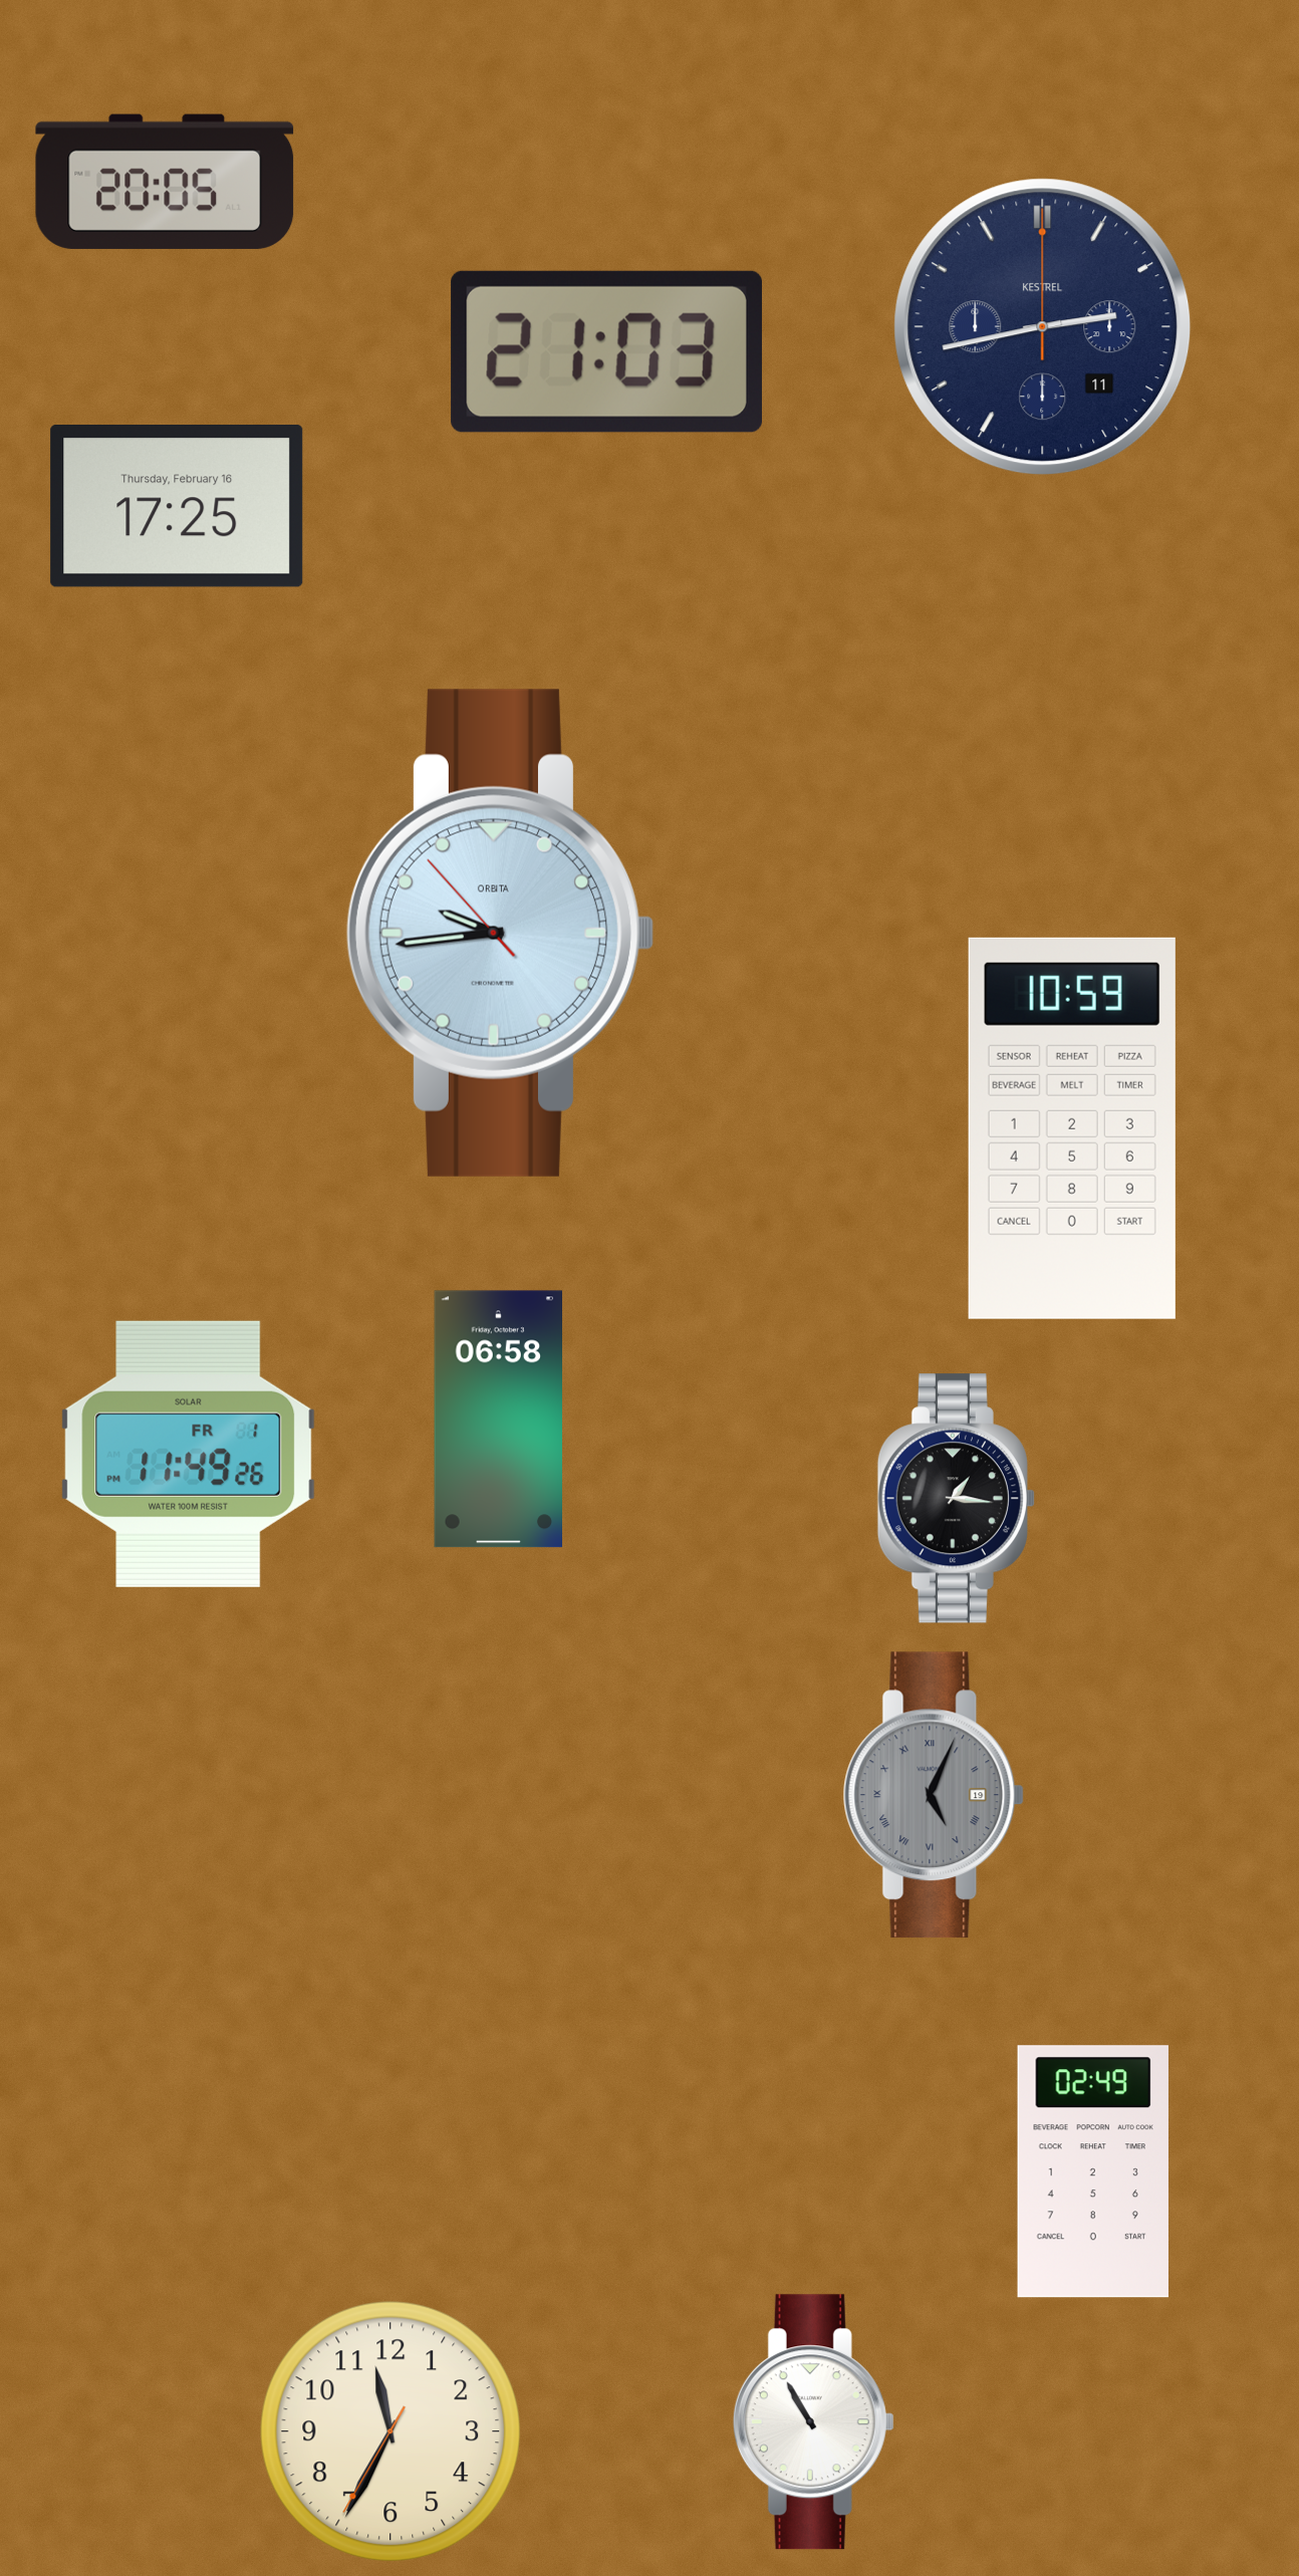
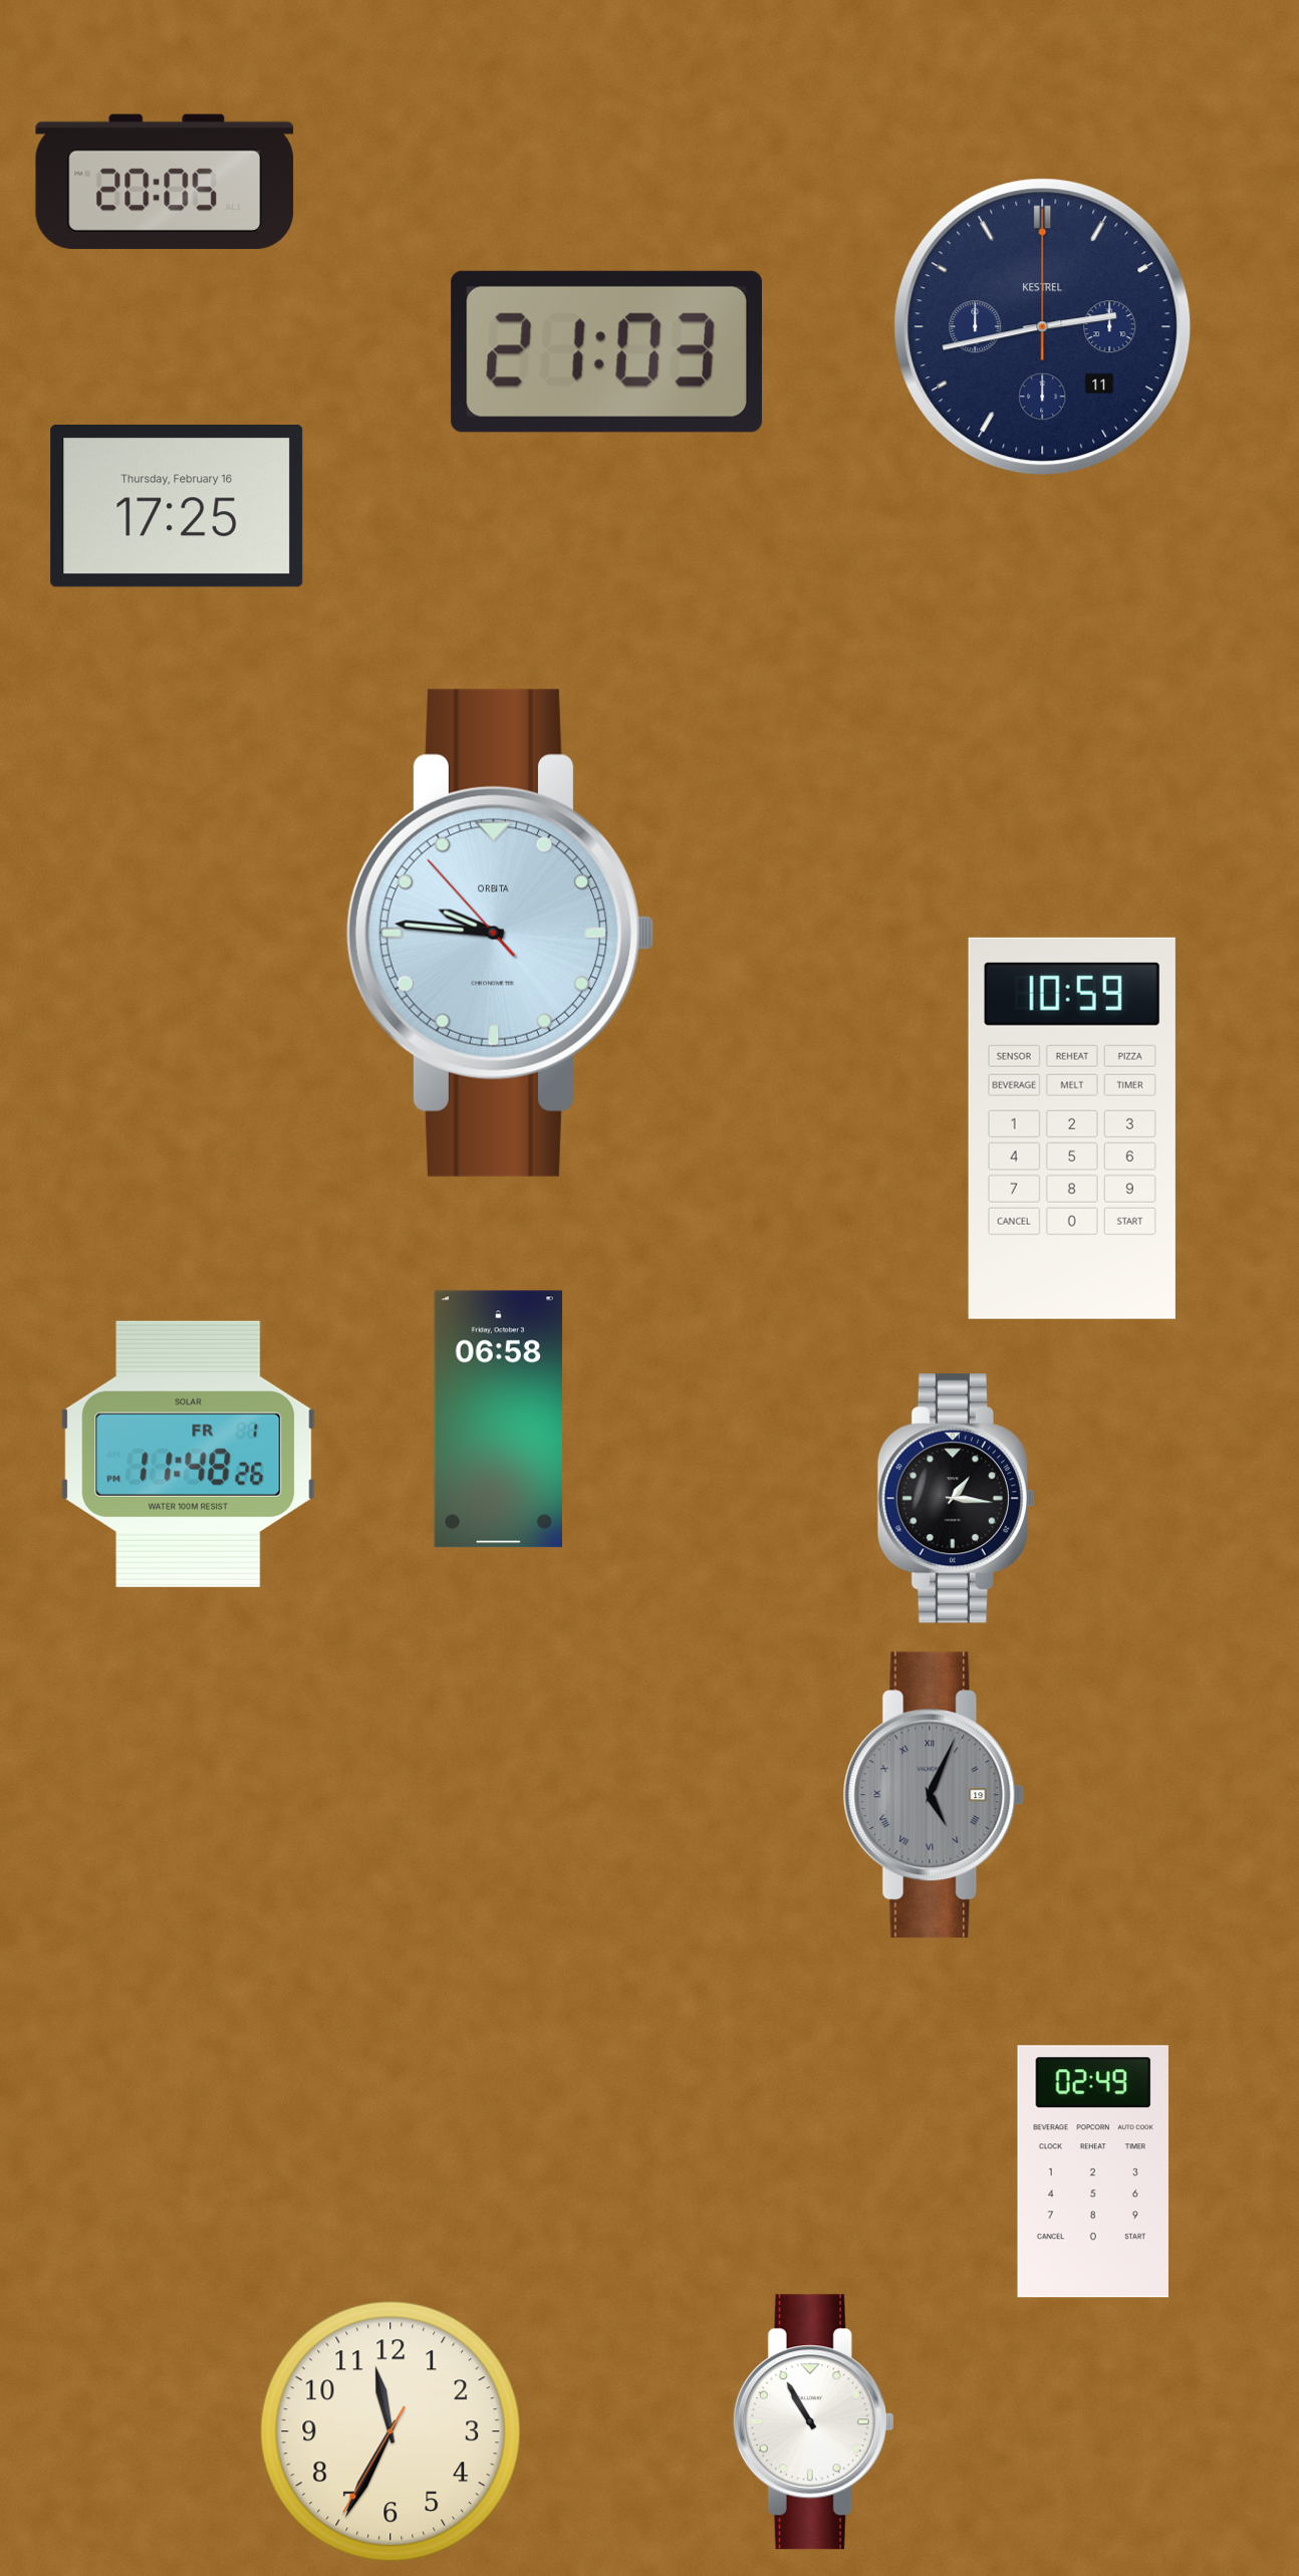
clock at (499, 933): 9:43 -> 9:45
clock at (189, 1454): 11:49 -> 11:48
